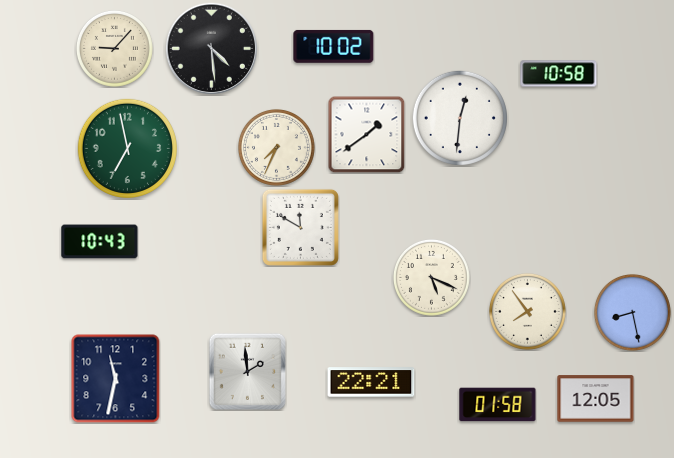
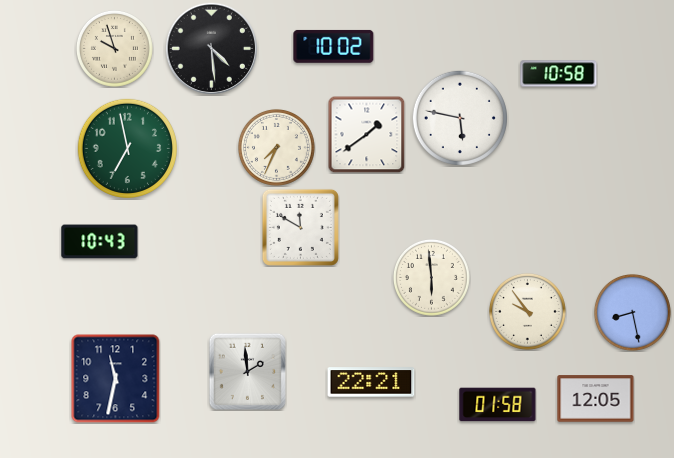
clock at (114, 48): 9:07 -> 9:57
clock at (460, 118): 12:31 -> 5:47
clock at (431, 277): 5:19 -> 5:59
clock at (527, 311): 7:54 -> 9:54
